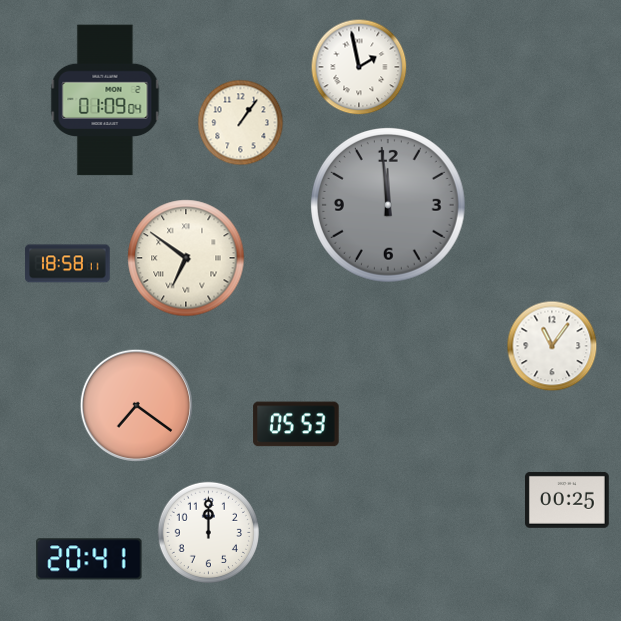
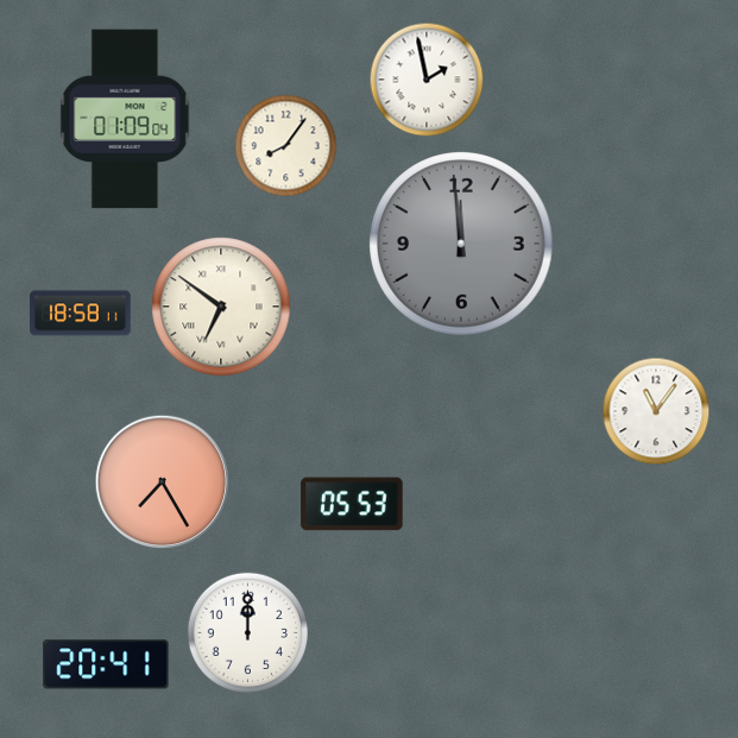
clock at (241, 123): 1:06 -> 8:06
clock at (136, 405): 7:21 -> 7:25
clock at (568, 500): 00:25 -> none
